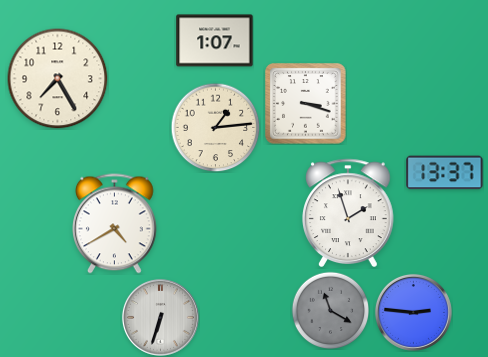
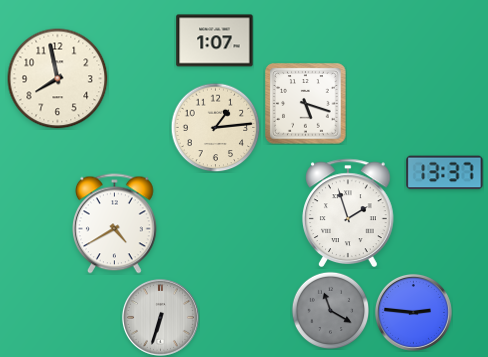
clock at (58, 79): 7:25 -> 7:58
clock at (306, 104): 3:18 -> 5:18
